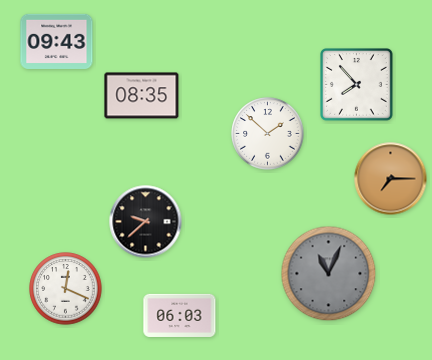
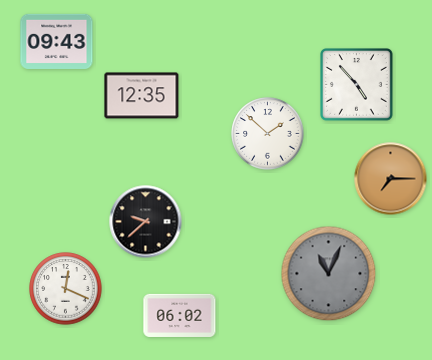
clock at (357, 85): 7:53 -> 4:53
clock at (142, 96): 08:35 -> 12:35
clock at (180, 315): 06:03 -> 06:02
